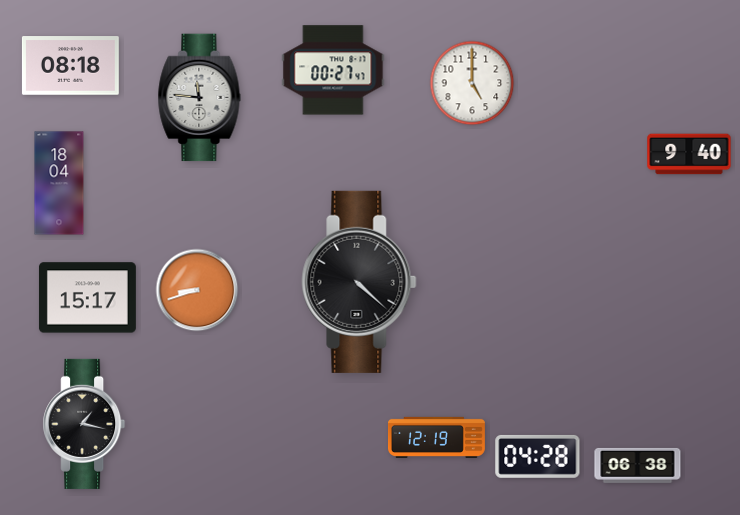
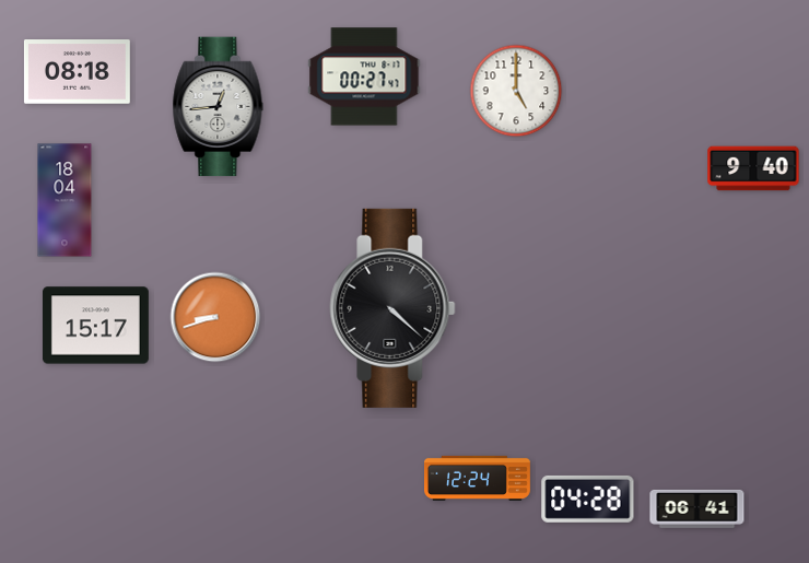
clock at (200, 98): 11:46 -> 12:44
clock at (84, 424): 1:17 -> none
clock at (437, 437): 12:19 -> 12:24
clock at (638, 465): 06:38 -> 06:41
